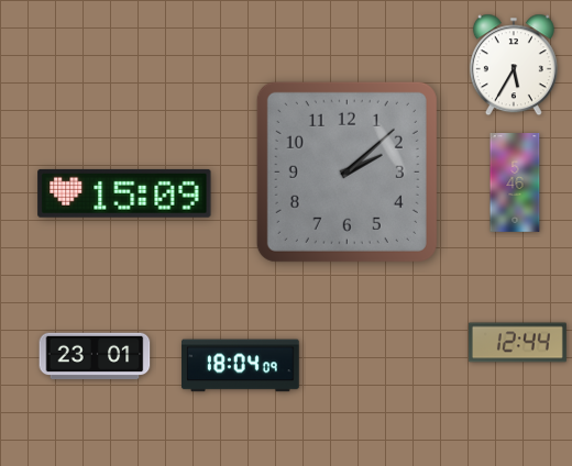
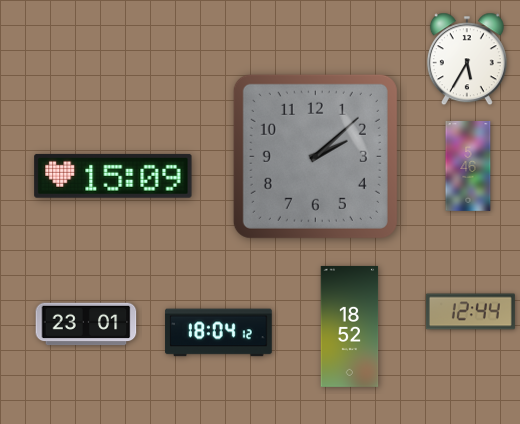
clock at (350, 326): none -> 18:52
clock at (241, 366): 18:04:09 -> 18:04:12
